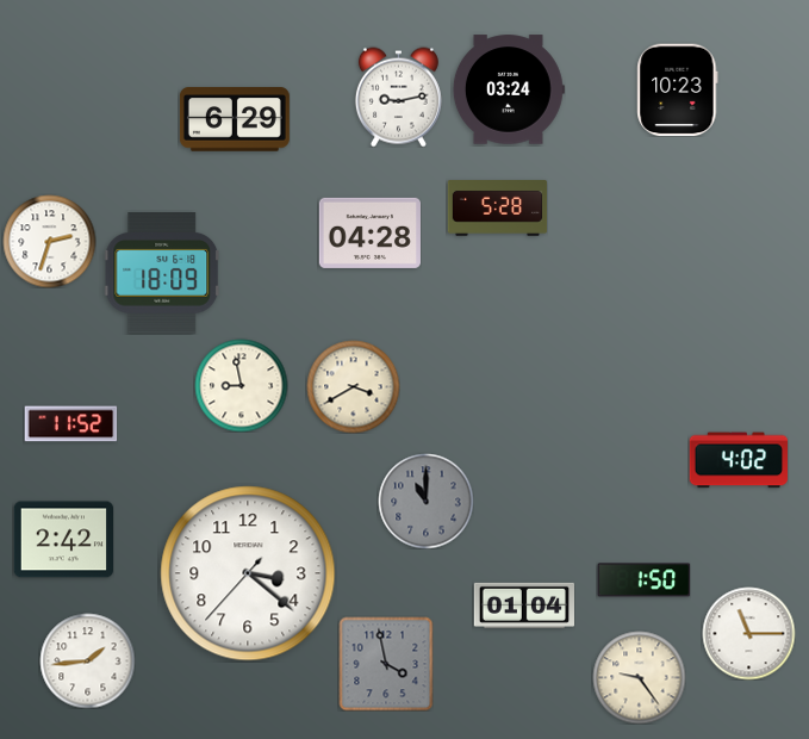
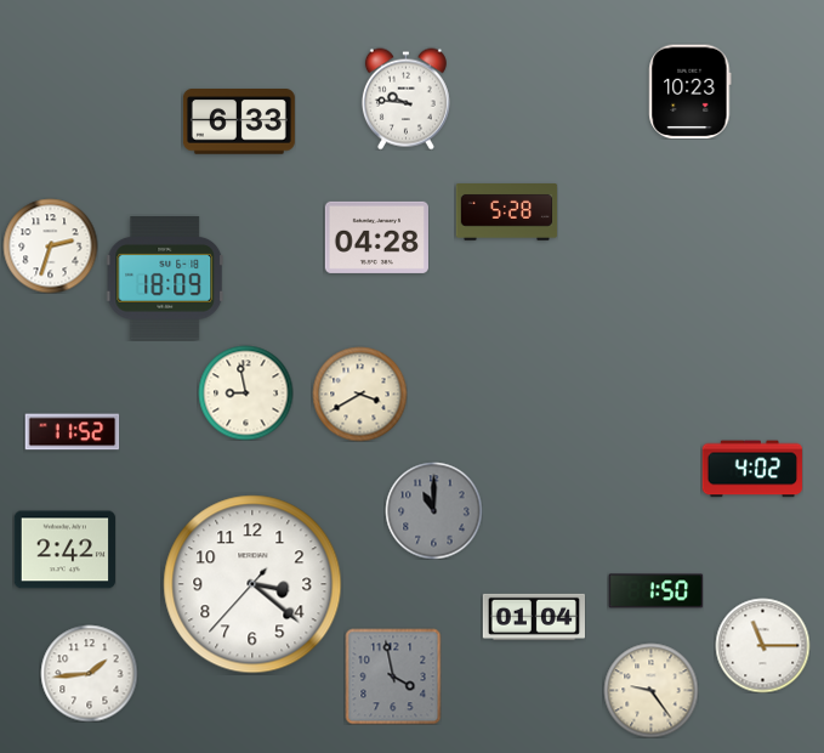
clock at (509, 89): 03:24 -> none
clock at (398, 97): 9:13 -> 9:46
clock at (235, 119): 6:29 -> 6:33
